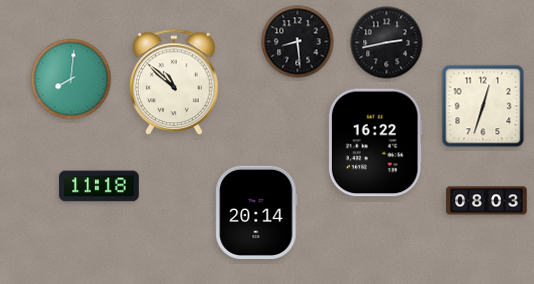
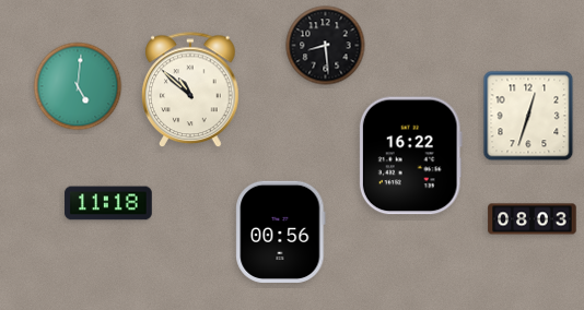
clock at (387, 43): 2:43 -> none
clock at (71, 79): 8:01 -> 5:01
clock at (257, 212): 20:14 -> 00:56
